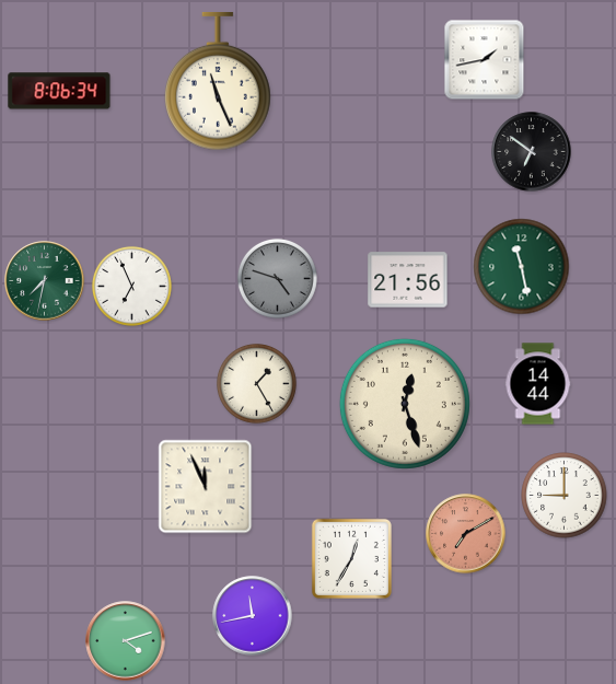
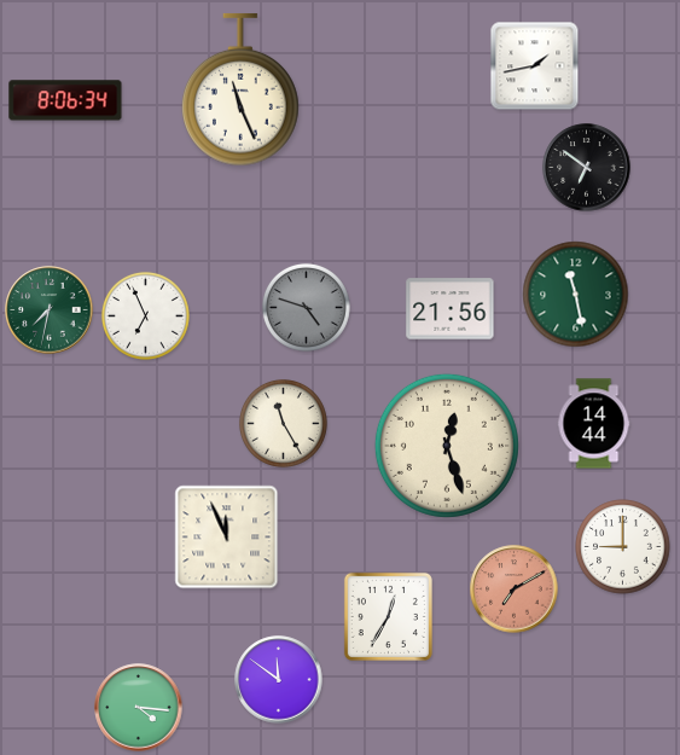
clock at (256, 383): 1:25 -> 11:25
clock at (253, 616): 11:43 -> 11:51
clock at (126, 641): 4:12 -> 4:16
